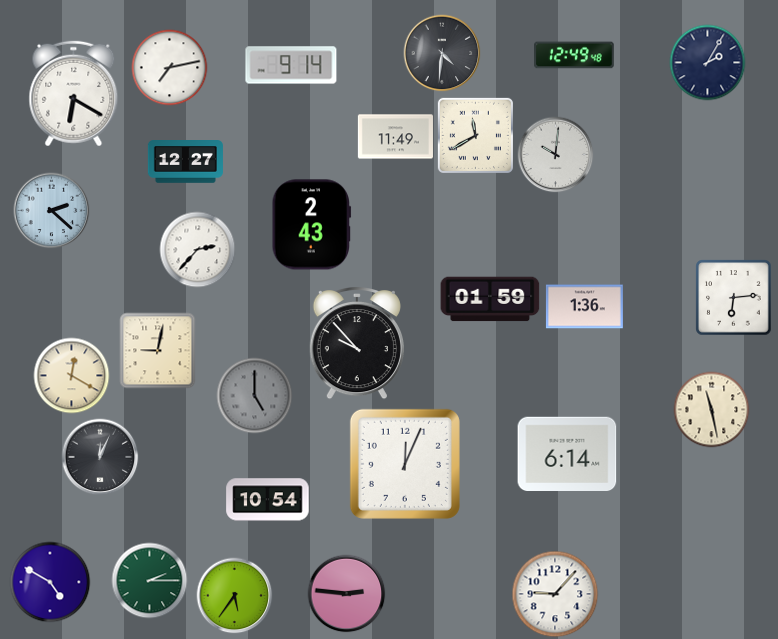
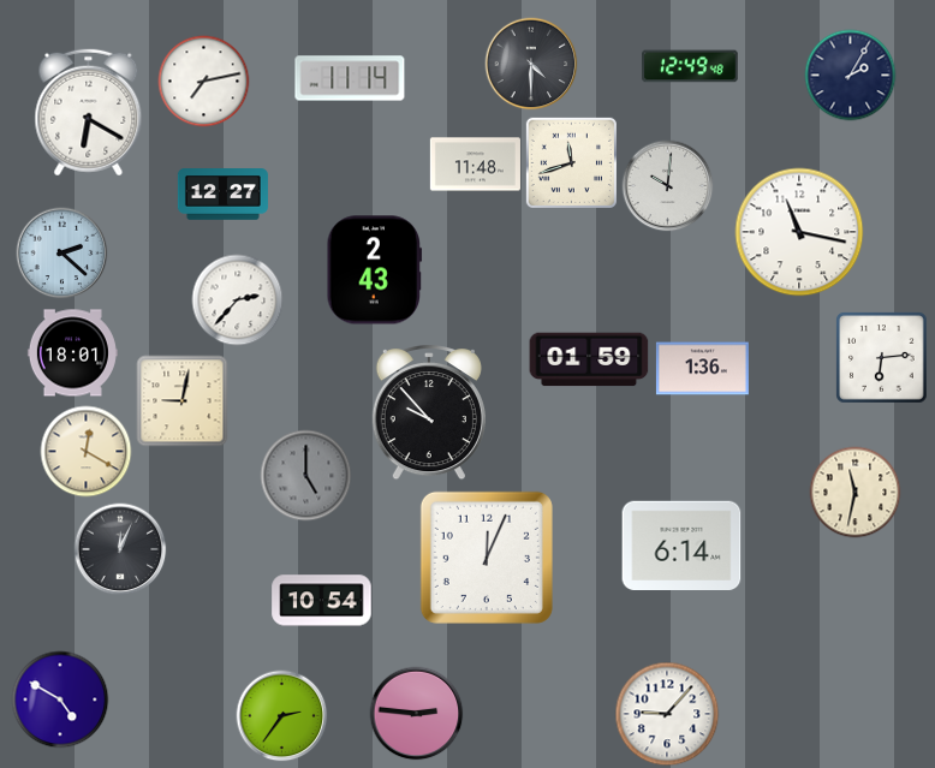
clock at (442, 53): 4:31 -> 4:30
clock at (291, 65): 9:14 -> 11:14
clock at (475, 135): 11:40 -> 11:42
clock at (395, 137): 11:49 -> 11:48
clock at (799, 232): none -> 11:17
clock at (72, 353): none -> 18:01
clock at (158, 351) position: (158, 351) -> (183, 401)
clock at (712, 410): 11:28 -> 11:32
clock at (150, 581): 2:15 -> none
clock at (235, 596): 5:36 -> 2:36
